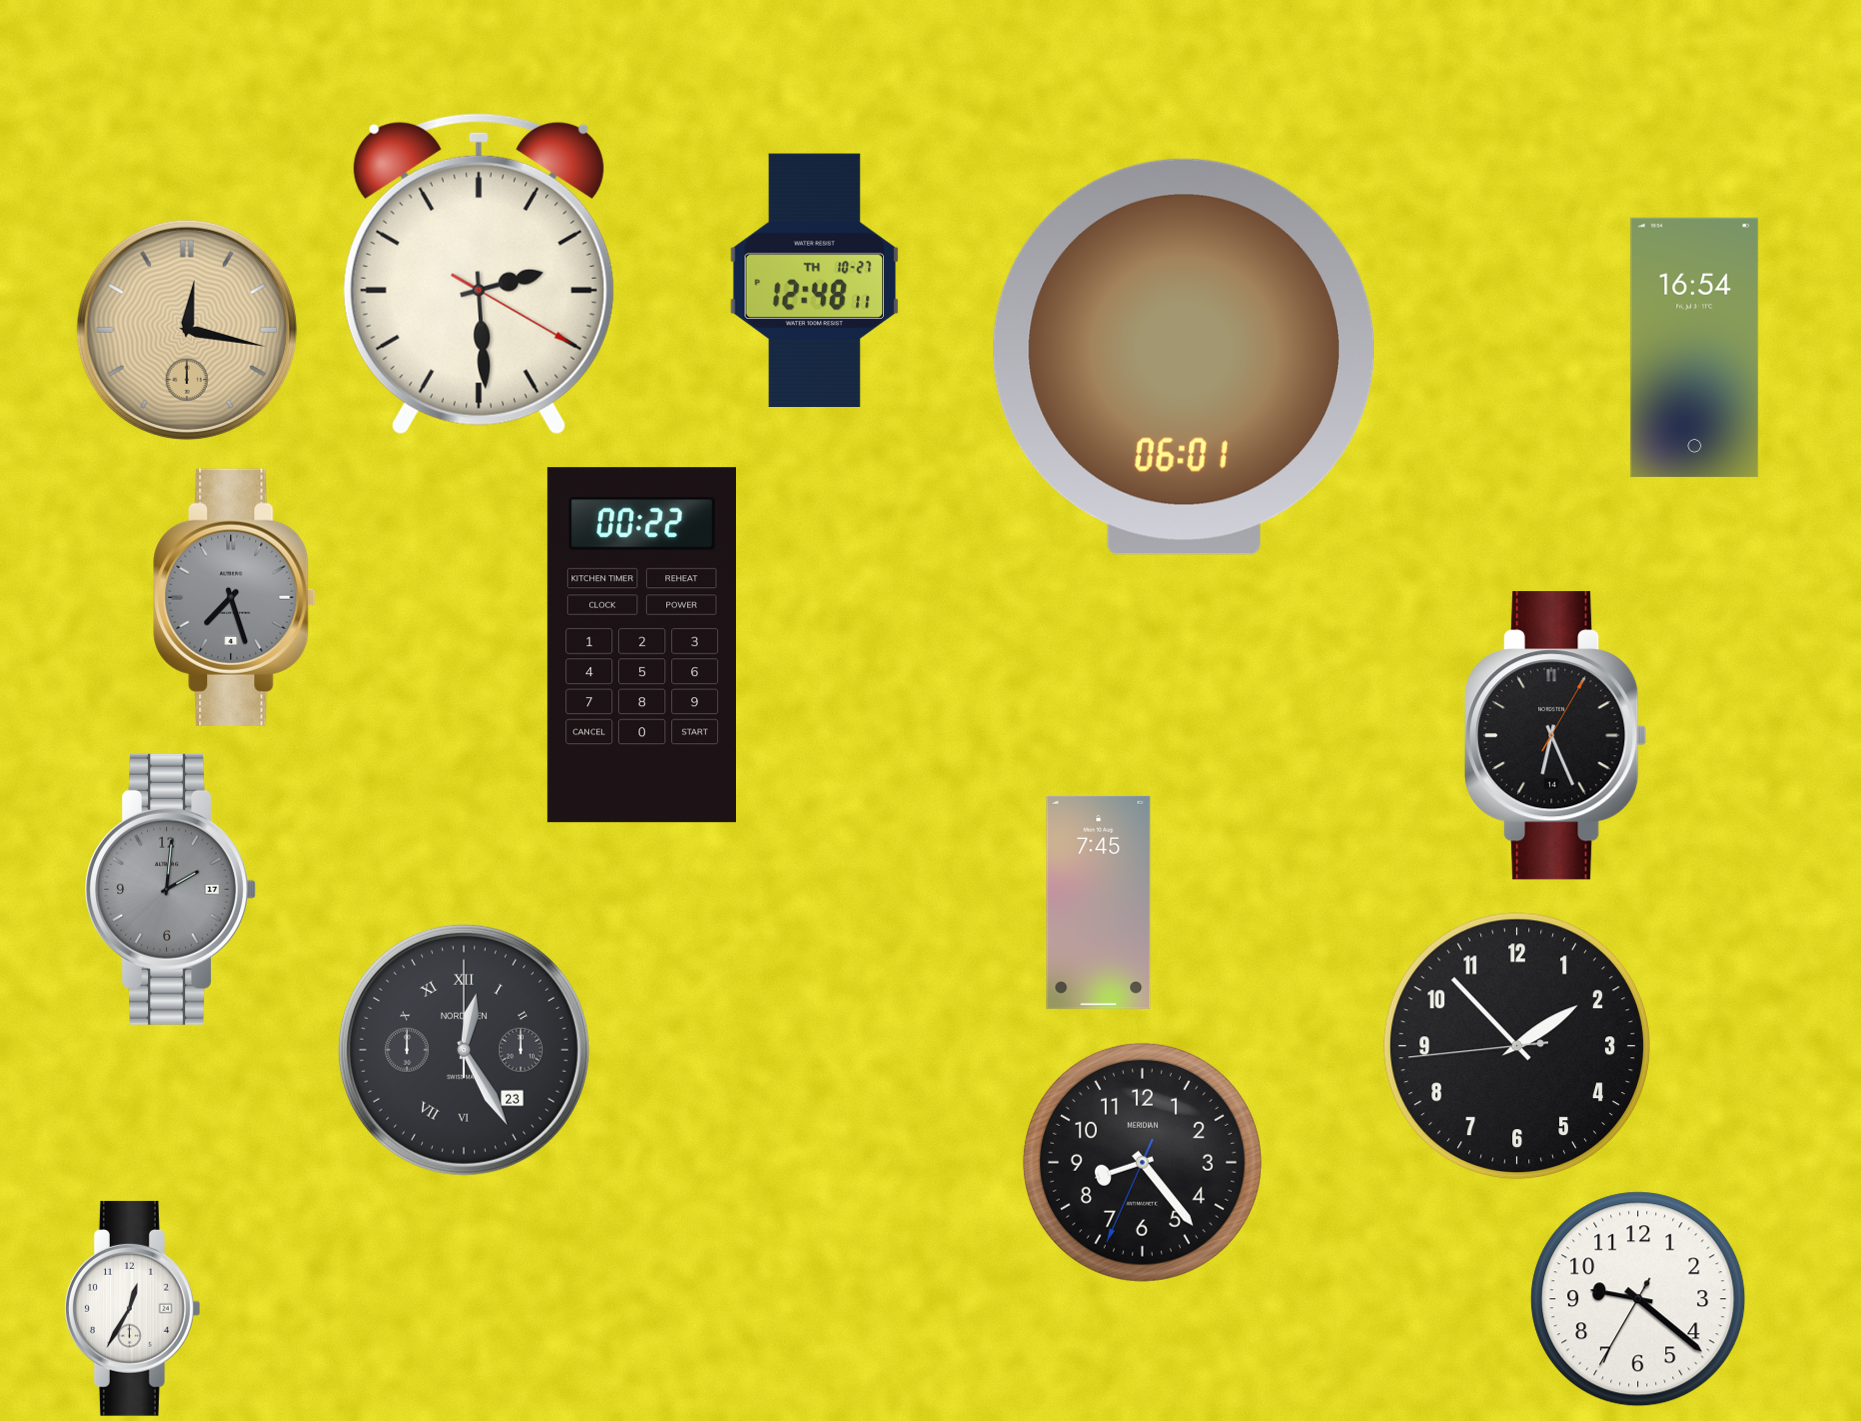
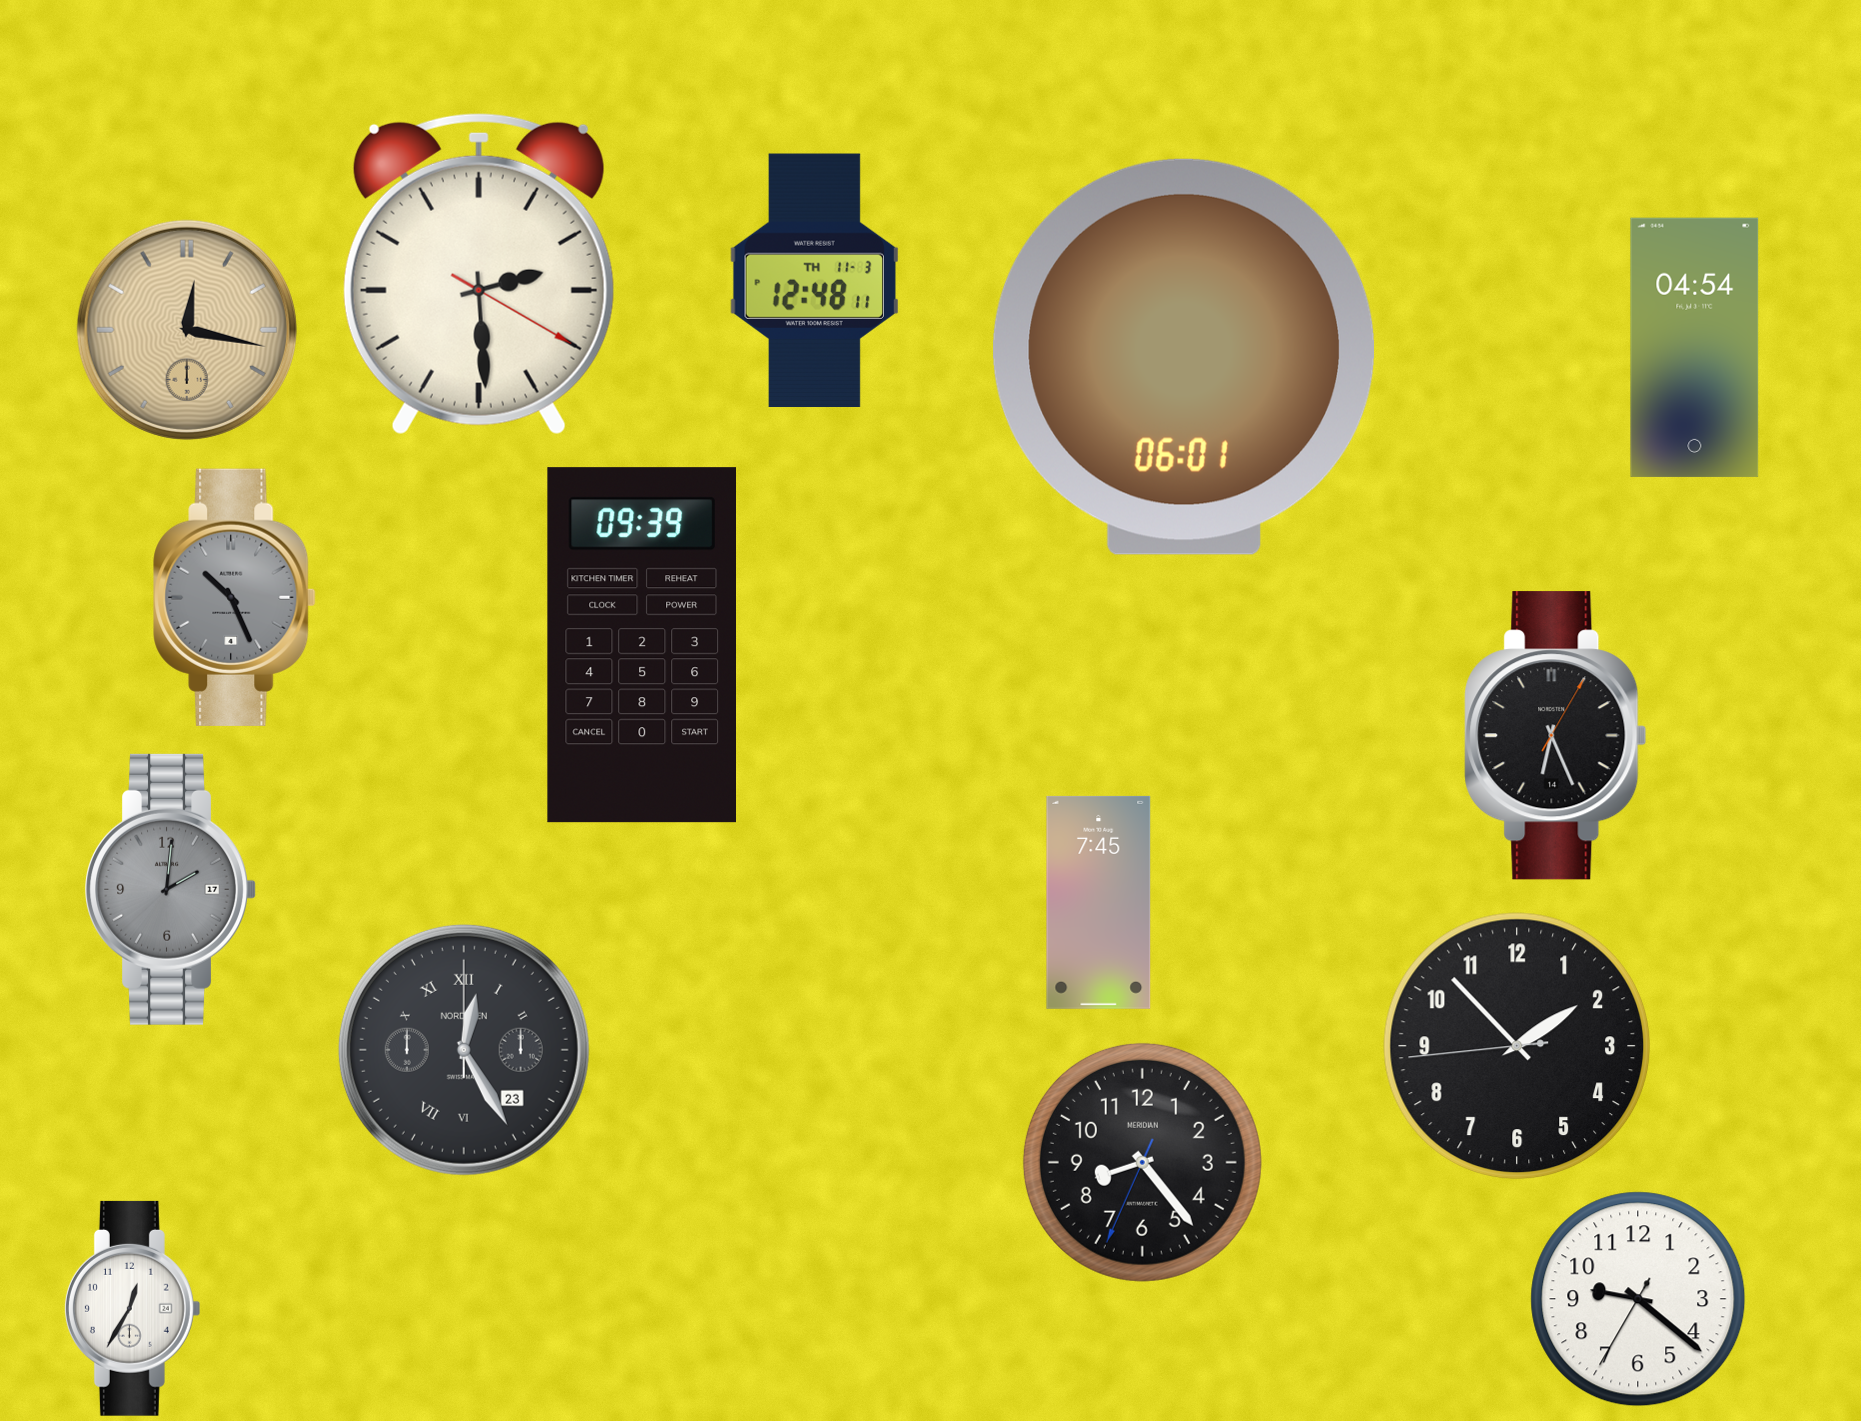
clock at (814, 280) date: TH 10-27 -> TH 11-3
clock at (1695, 347): 16:54 -> 04:54
clock at (235, 597): 7:27 -> 10:26
clock at (641, 645): 00:22 -> 09:39
